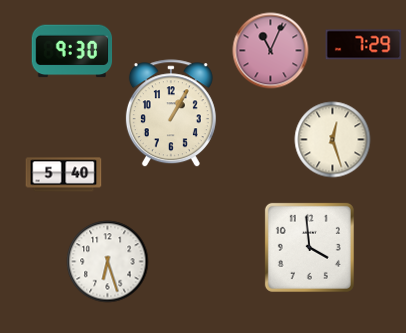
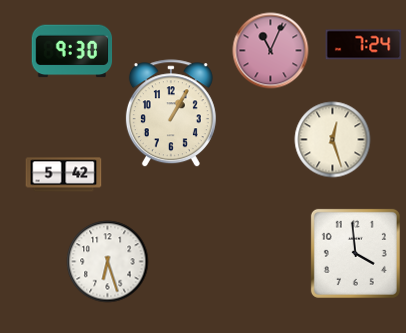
clock at (364, 45): 7:29 -> 7:24
clock at (64, 175): 5:40 -> 5:42
clock at (309, 247) position: (309, 247) -> (355, 253)
